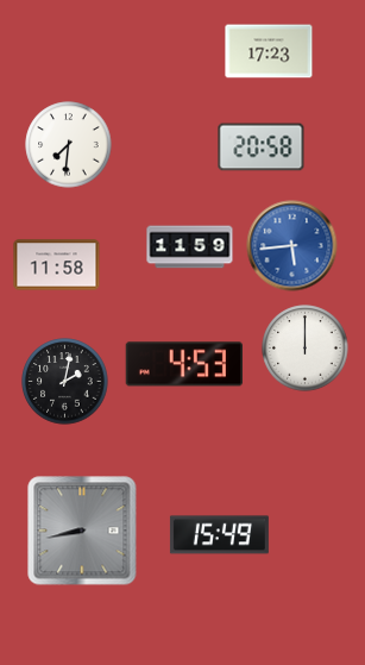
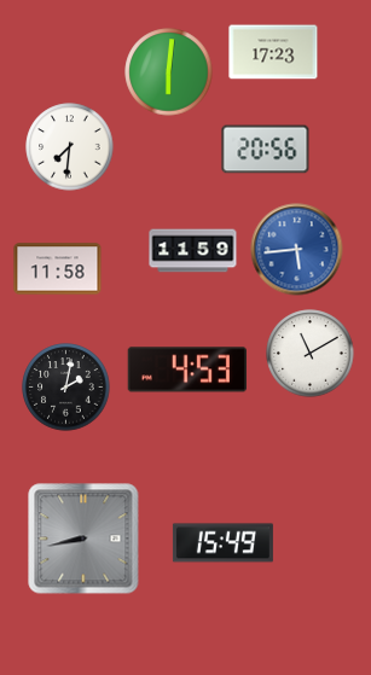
clock at (169, 72): none -> 6:01
clock at (262, 148): 20:58 -> 20:56
clock at (306, 349): 12:00 -> 11:10
